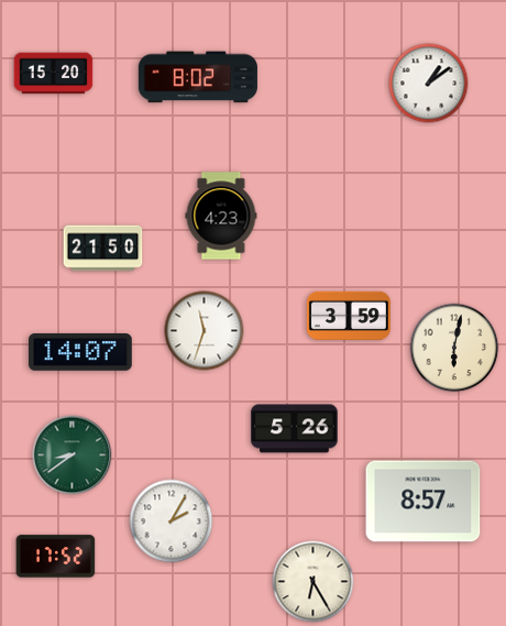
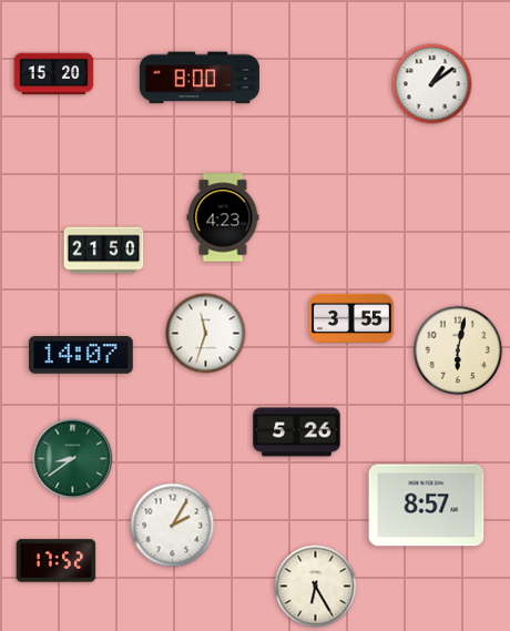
clock at (198, 77): 8:02 -> 8:00
clock at (349, 316): 3:59 -> 3:55
